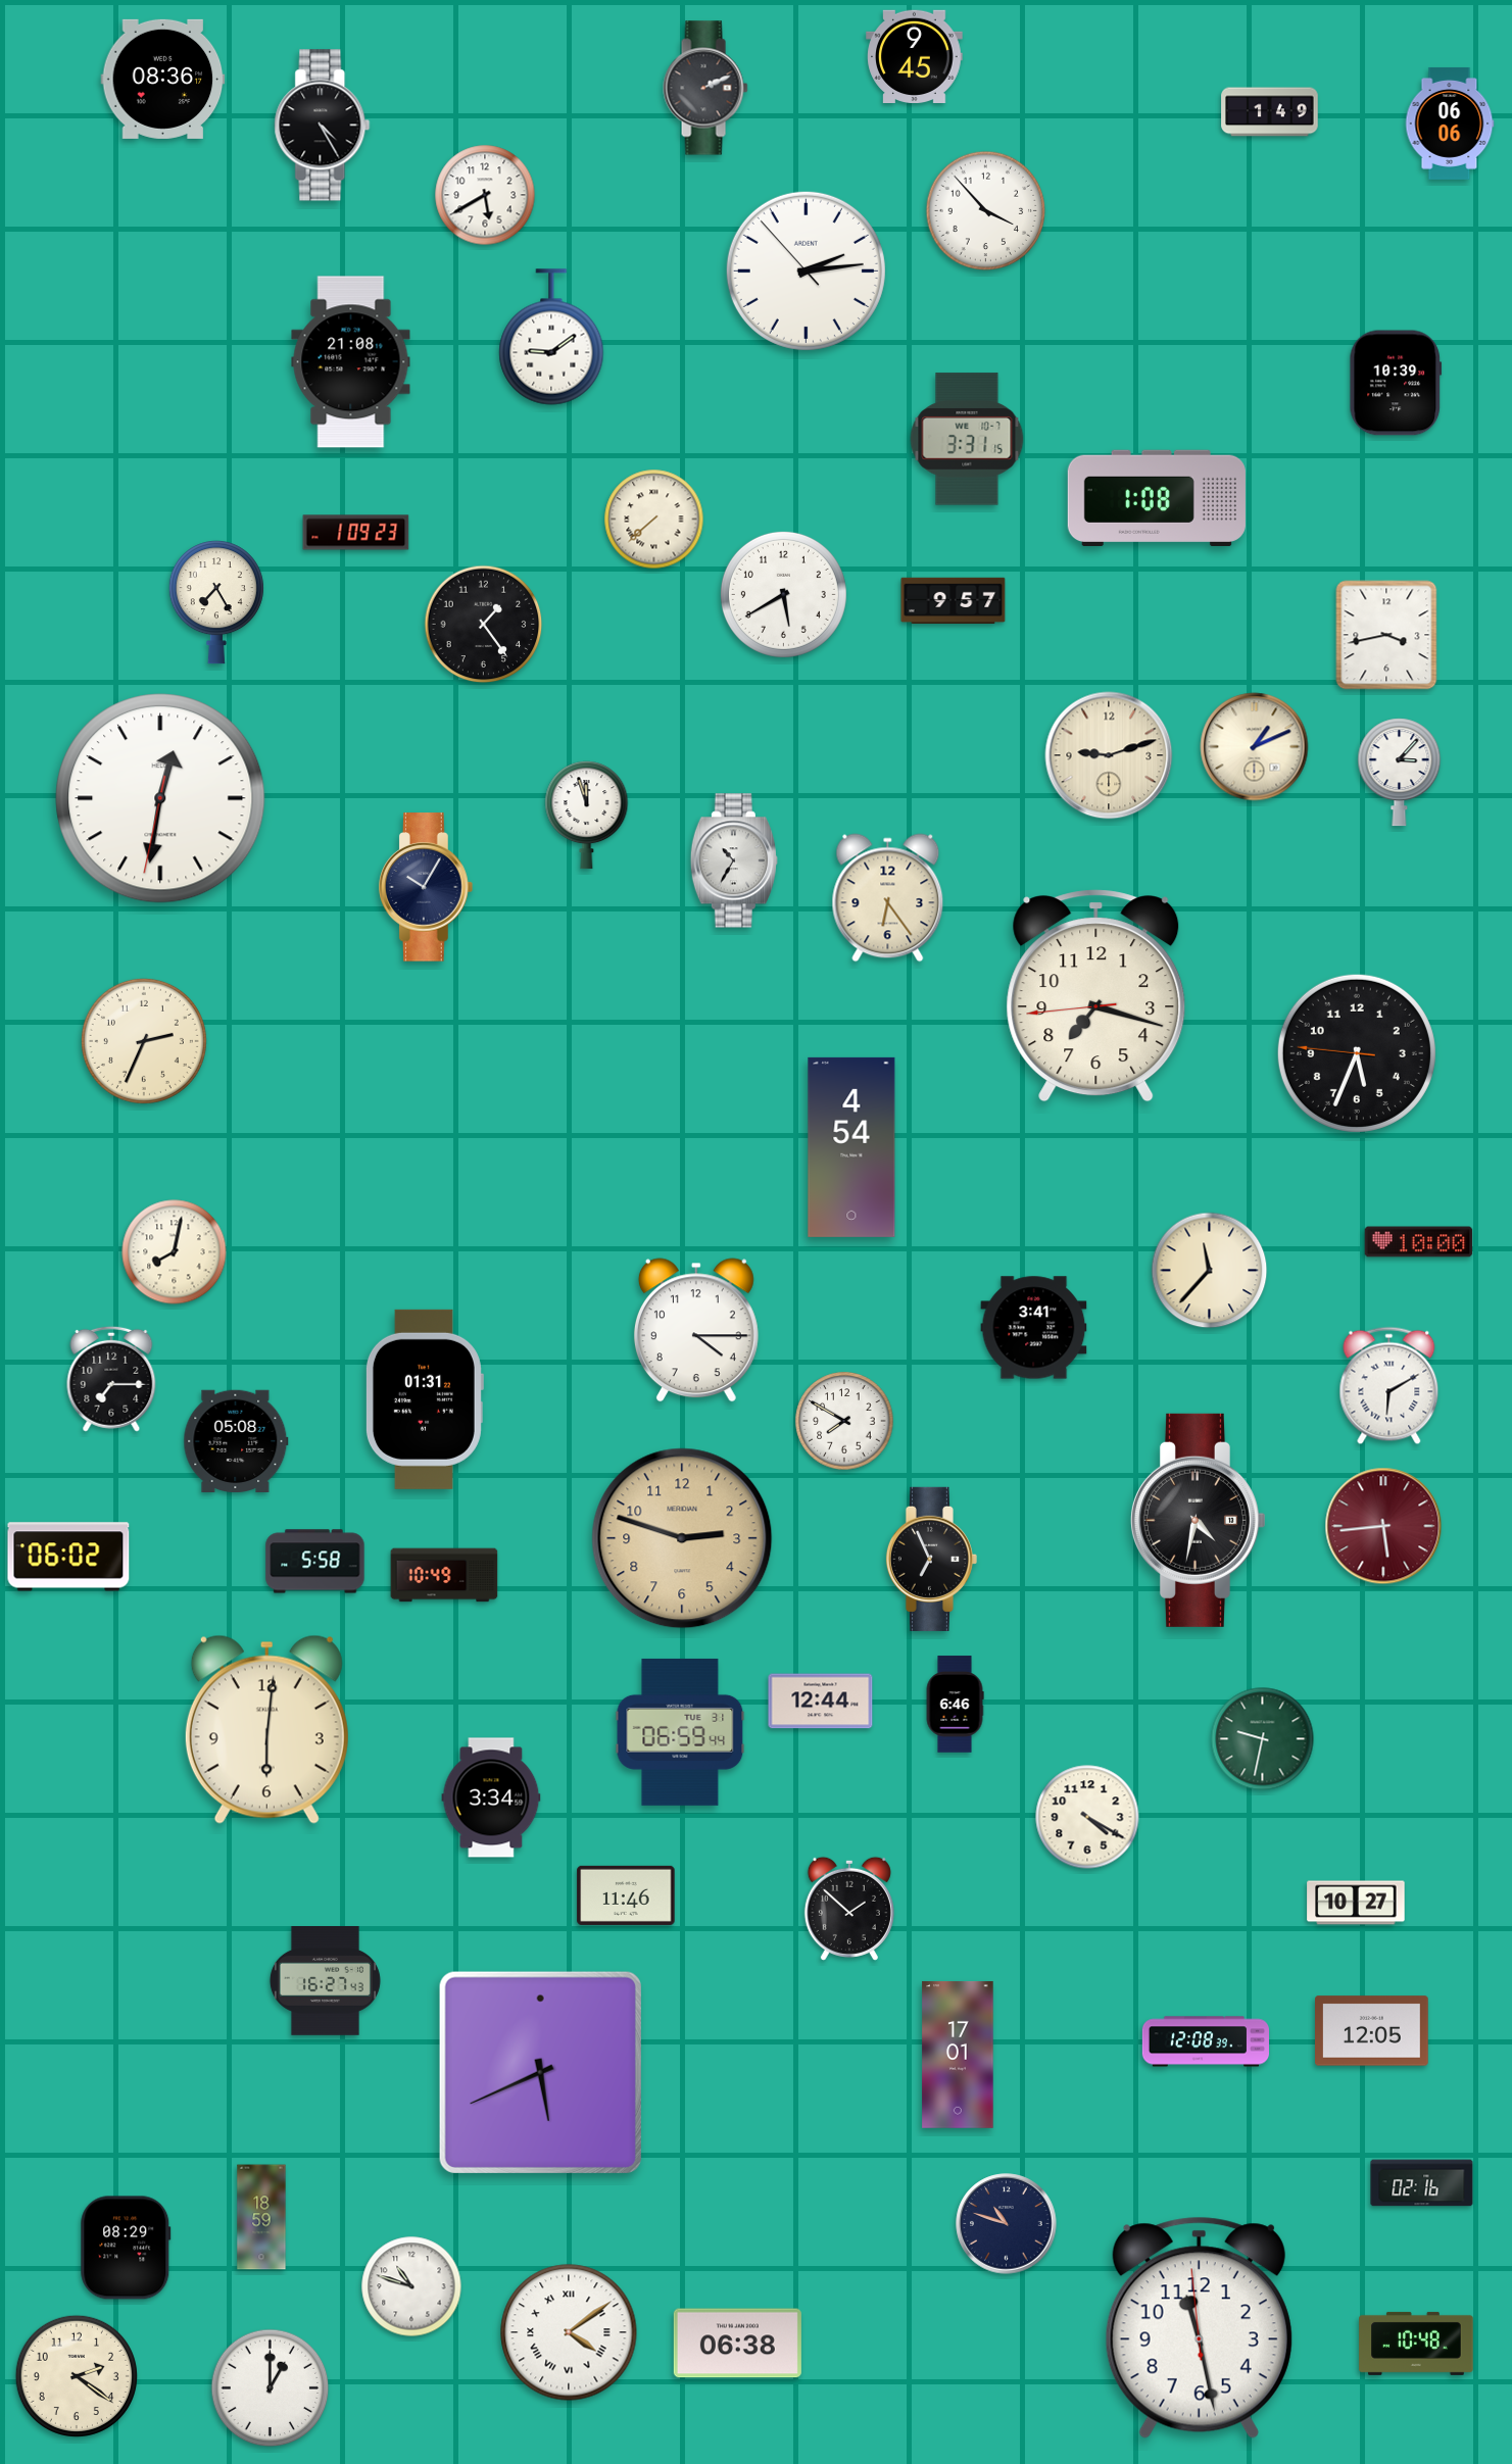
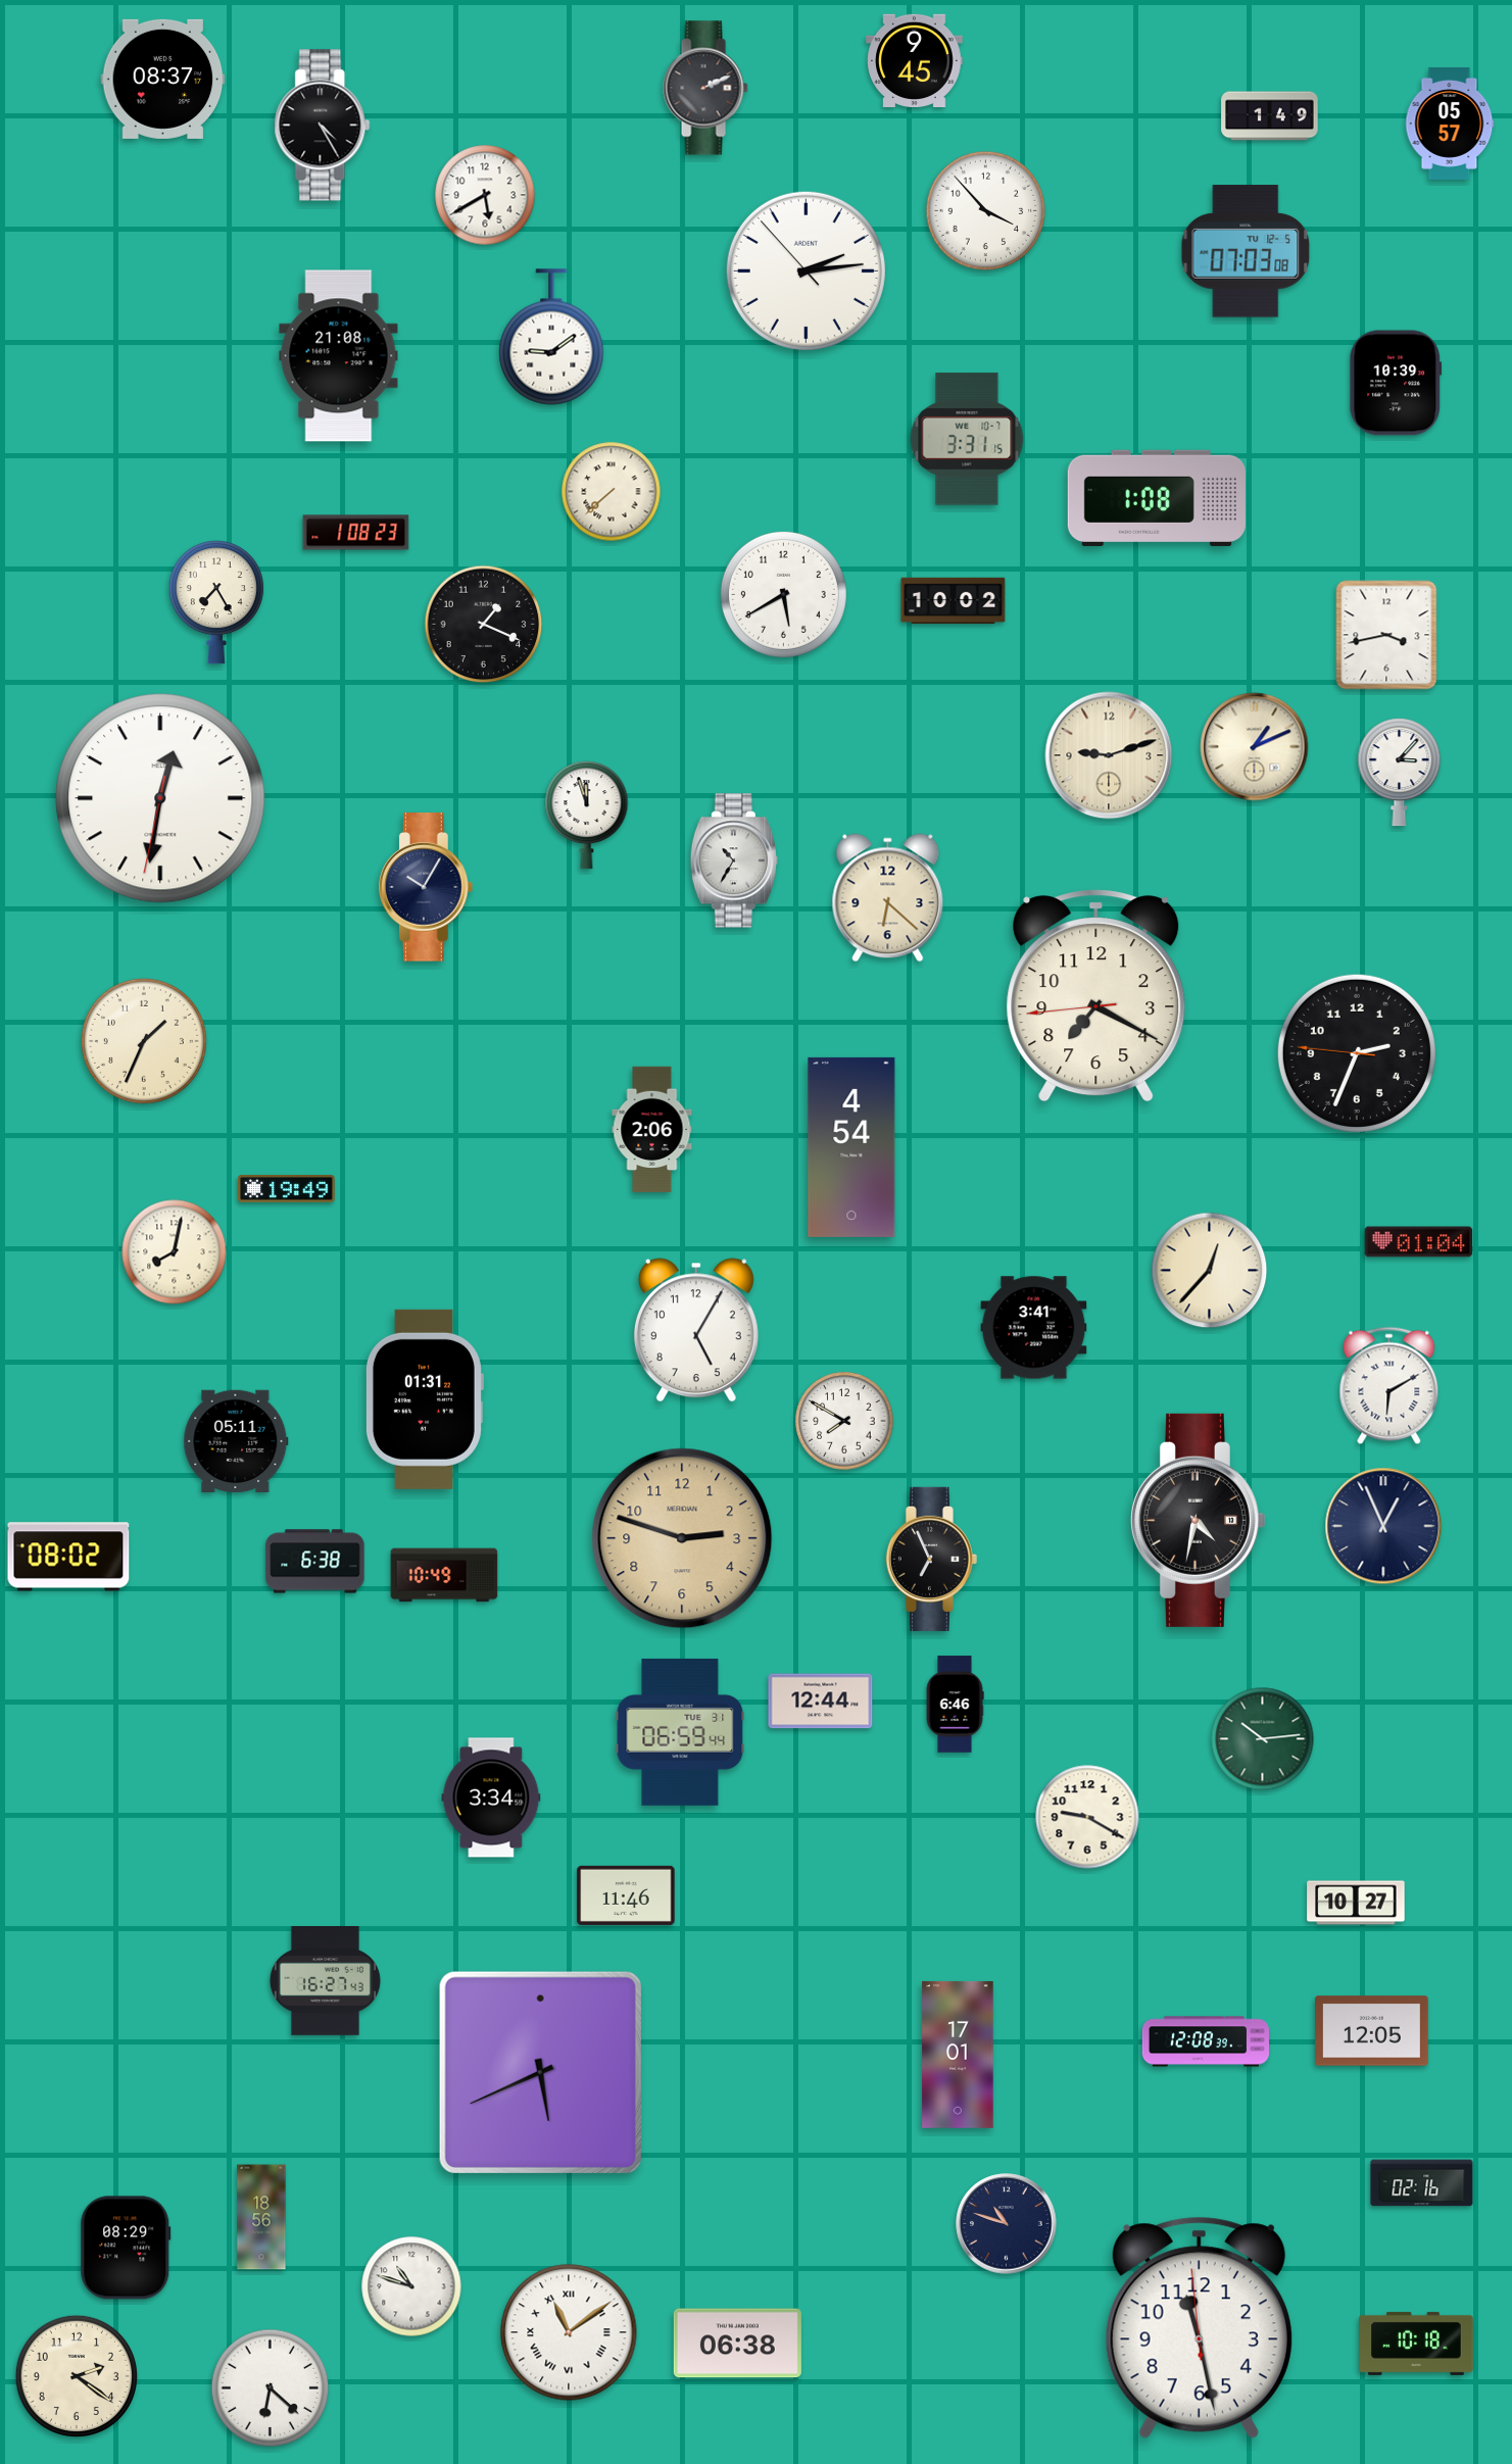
clock at (915, 56) position: (915, 56) -> (915, 60)
clock at (163, 79): 08:36 -> 08:37
clock at (1270, 112) position: (1270, 112) -> (1270, 116)
clock at (1450, 124): 06:06 -> 05:57
clock at (1246, 251): none -> 07:03
clock at (351, 362) position: (351, 362) -> (339, 356)
clock at (654, 520) position: (654, 520) -> (612, 492)
clock at (356, 533): 1:09 -> 1:08
clock at (954, 601): 9:57 -> 10:02
clock at (484, 625): 1:24 -> 1:19
clock at (888, 898): 6:24 -> 6:22
clock at (1096, 996): 7:17 -> 7:19
clock at (144, 1041): 2:34 -> 1:34
clock at (1357, 1053): 5:33 -> 2:33
clock at (652, 1130): none -> 2:06
clock at (287, 1189): none -> 19:49
clock at (1419, 1242): 10:00 -> 01:04
clock at (1210, 1271): 11:37 -> 12:37
clock at (696, 1330): 4:15 -> 5:05
clock at (111, 1379): 7:15 -> none
clock at (236, 1441): 05:08 -> 05:11
clock at (1383, 1526): 5:44 -> 12:56
clock at (1383, 1526) dial: burgundy -> navy
clock at (68, 1557): 06:02 -> 08:02
clock at (315, 1562): 5:58 -> 6:38
clock at (266, 1729): 6:01 -> none
clock at (1263, 1739): 9:32 -> 10:14
clock at (1087, 1817): 4:20 -> 9:20
clock at (849, 1909): 1:52 -> none
clock at (261, 2217): 18:59 -> 18:56
clock at (569, 2332): 4:09 -> 11:09
clock at (1416, 2344): 10:48 -> 10:18
clock at (271, 2388): 1:00 -> 6:22
